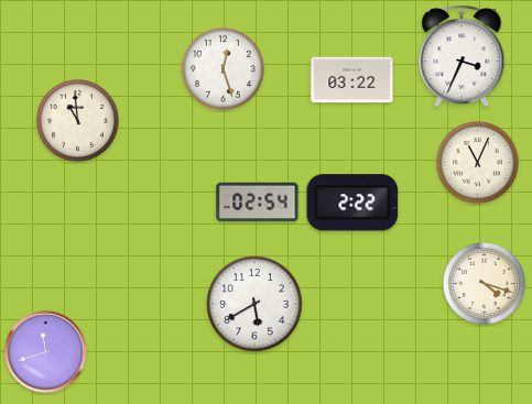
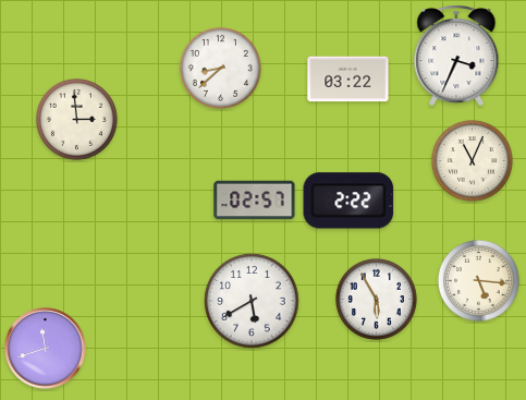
clock at (224, 69): 12:27 -> 8:38
clock at (78, 121): 10:59 -> 2:59
clock at (258, 203): 02:54 -> 02:57
clock at (485, 284): 4:18 -> 5:16
clock at (377, 300): none -> 5:55
